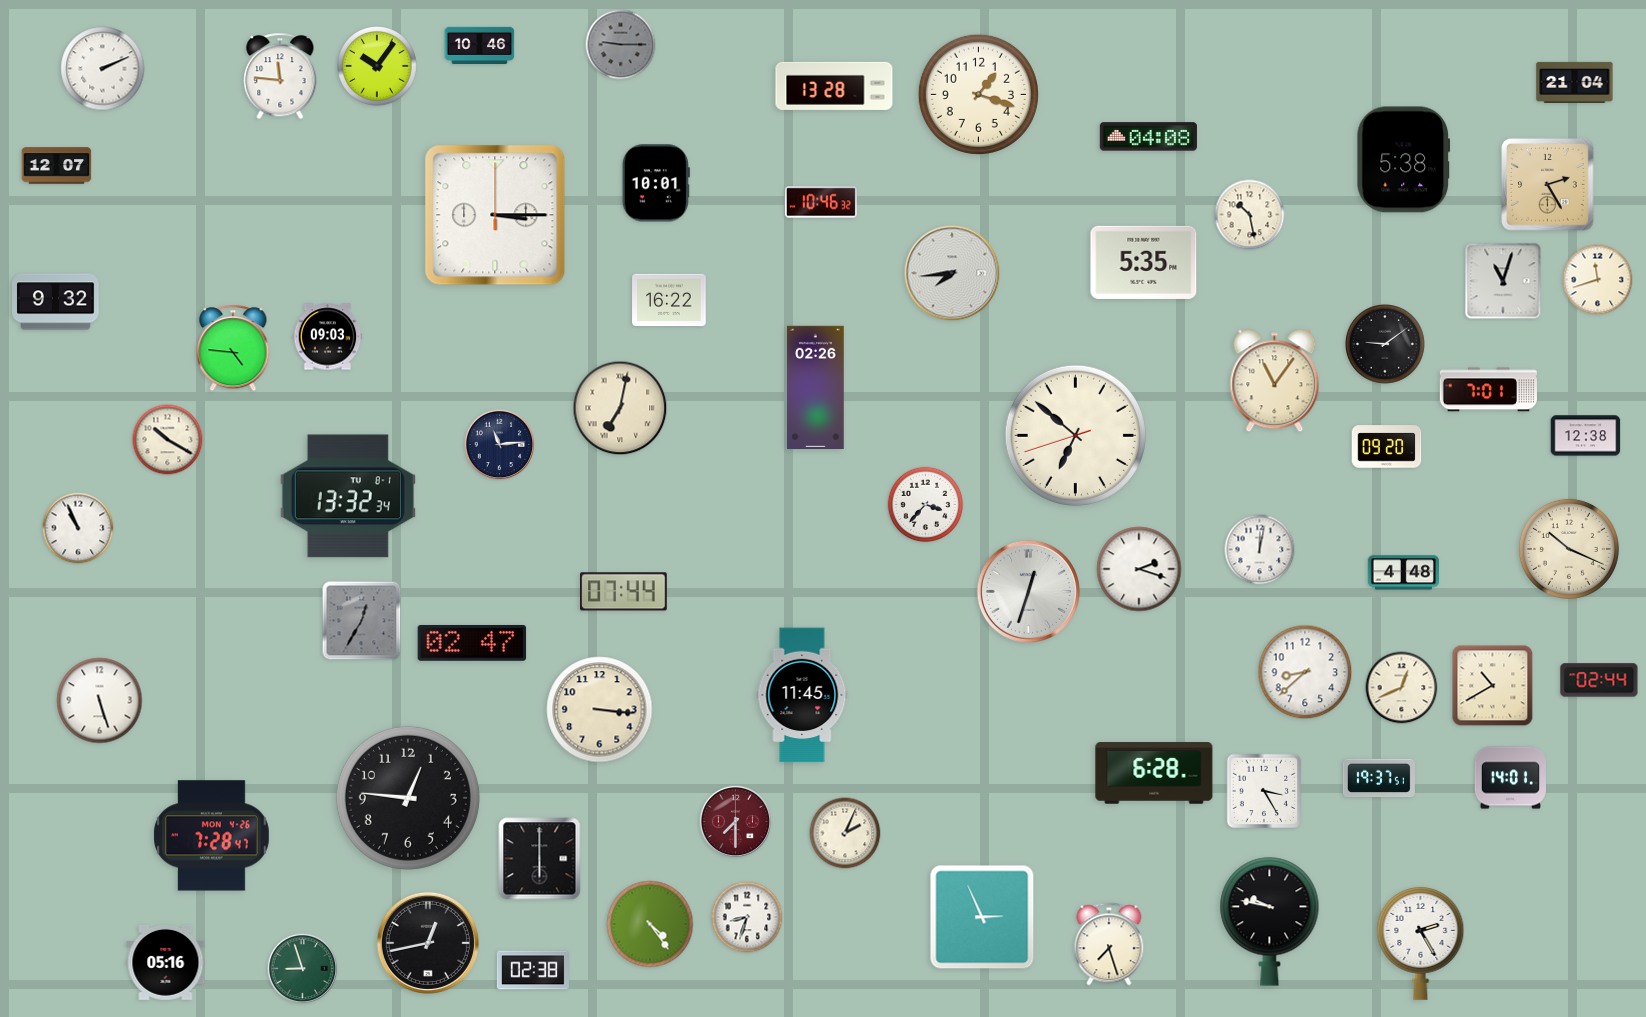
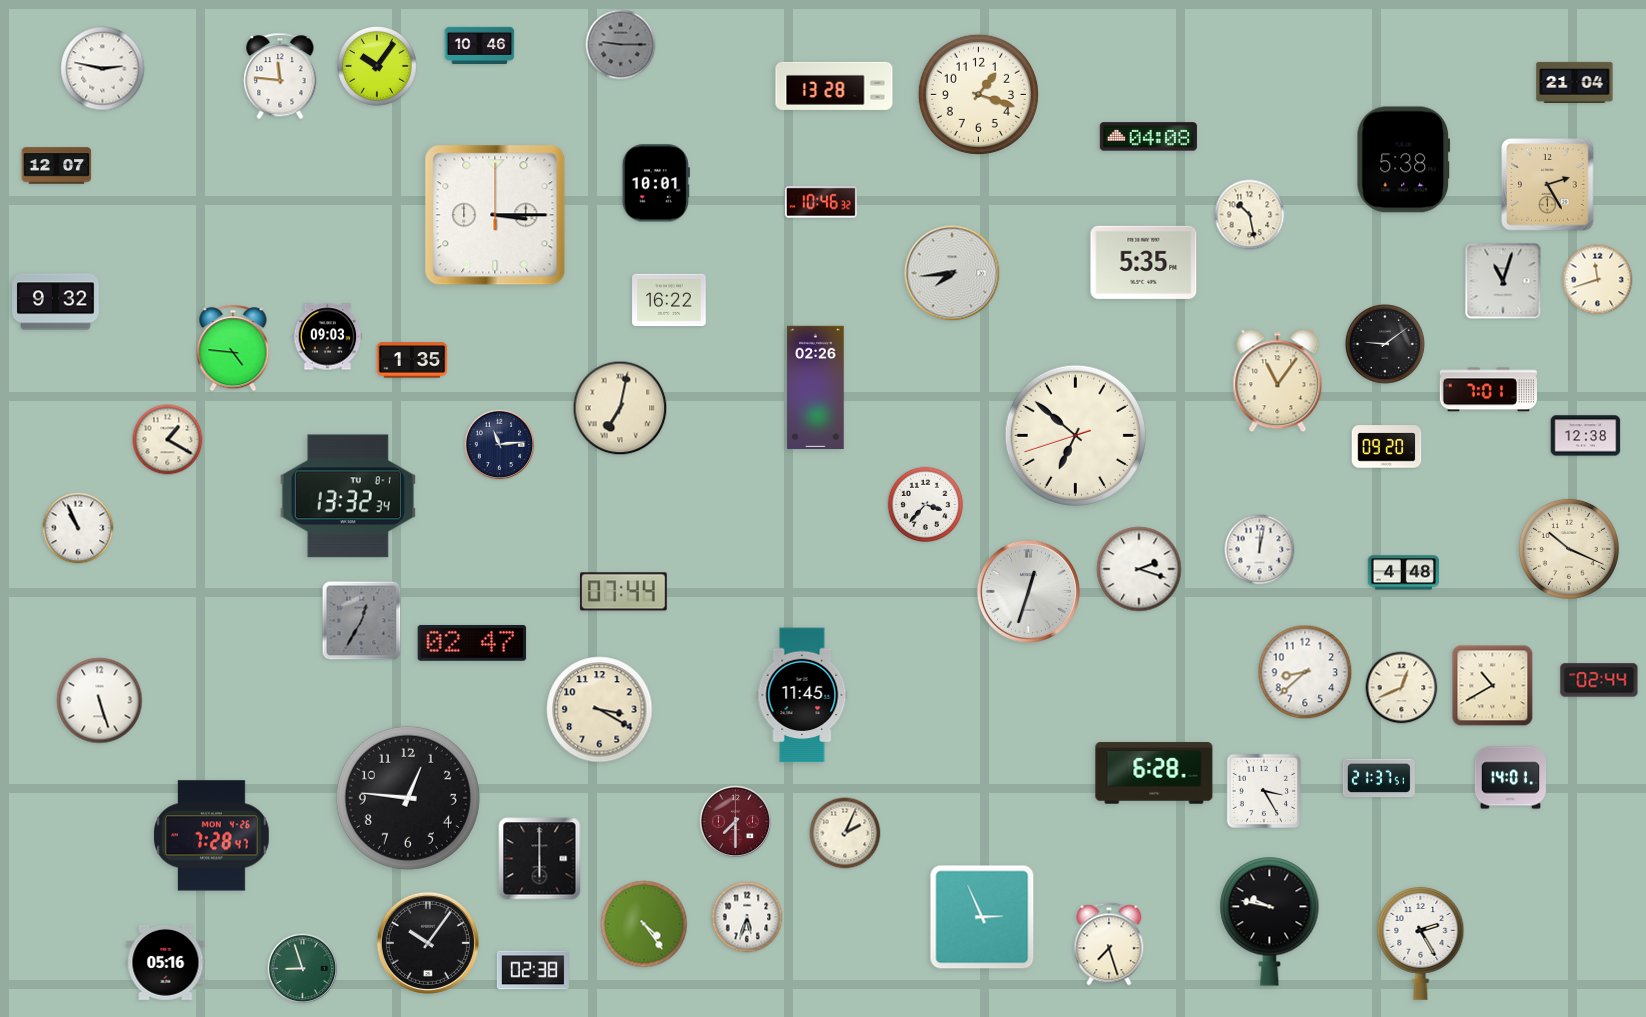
clock at (103, 69): 2:11 -> 2:47
clock at (412, 360): none -> 1:35
clock at (1275, 381) position: (1275, 381) -> (1278, 381)
clock at (168, 440): 10:20 -> 1:20
clock at (600, 710): 3:16 -> 3:20
clock at (1379, 778): 19:37 -> 21:37
clock at (747, 917): 8:33 -> 5:33
clock at (650, 924) position: (650, 924) -> (644, 924)
clock at (428, 943): 12:43 -> 10:06
